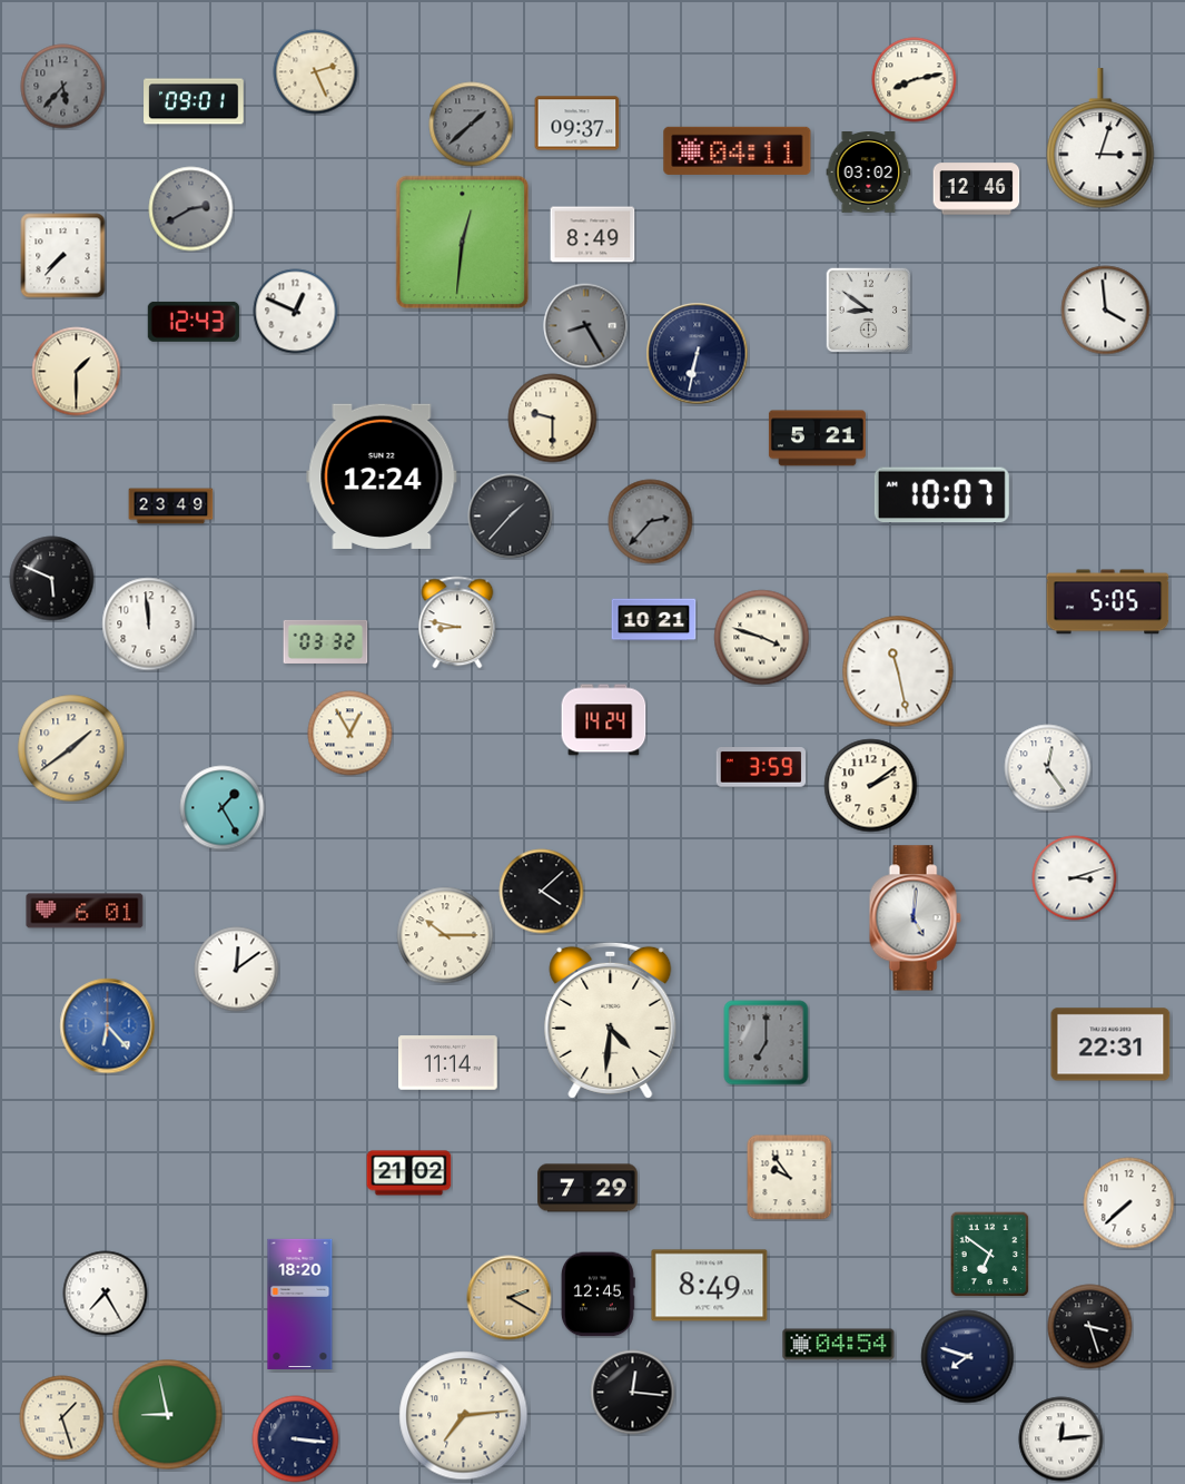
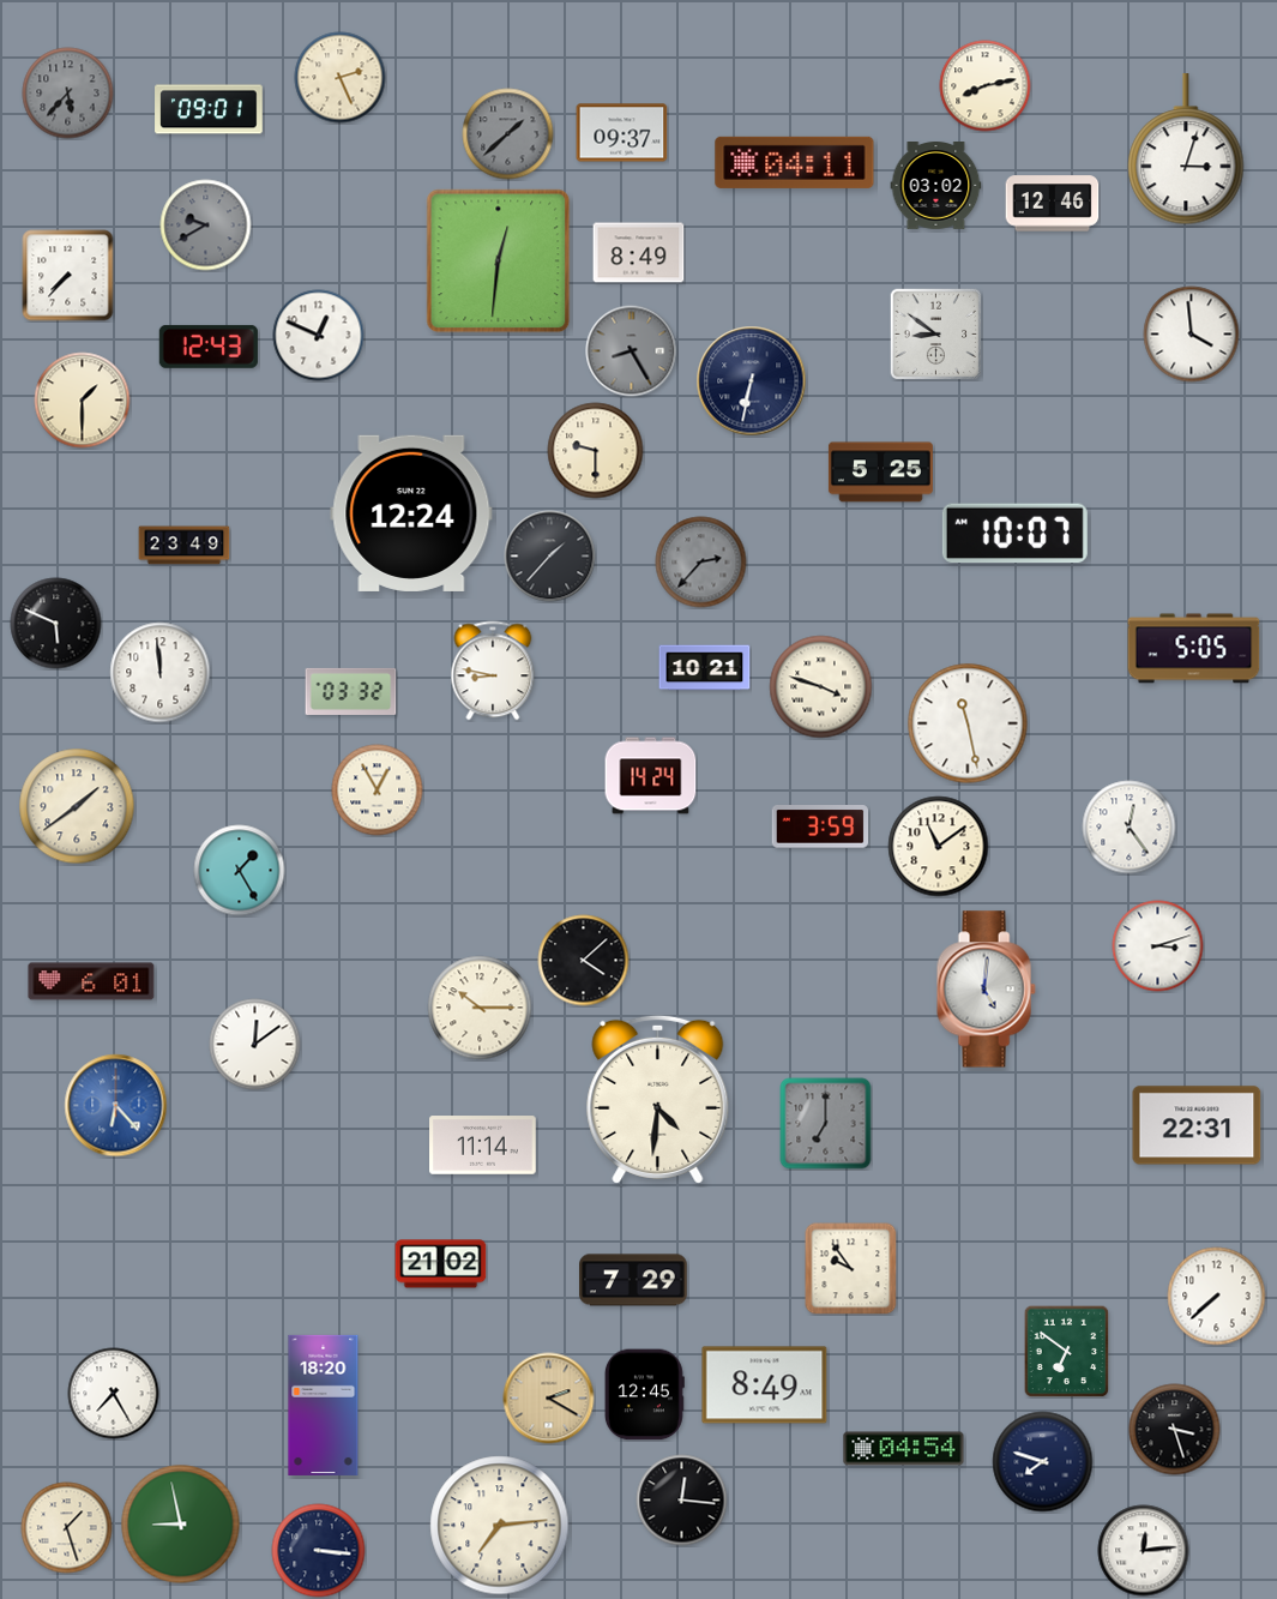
clock at (191, 209): 2:40 -> 9:40
clock at (817, 439): 5:21 -> 5:25
clock at (871, 786): 2:09 -> 11:09
